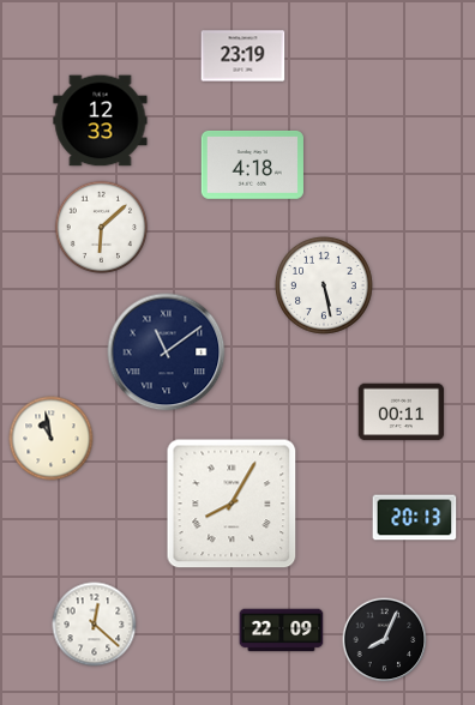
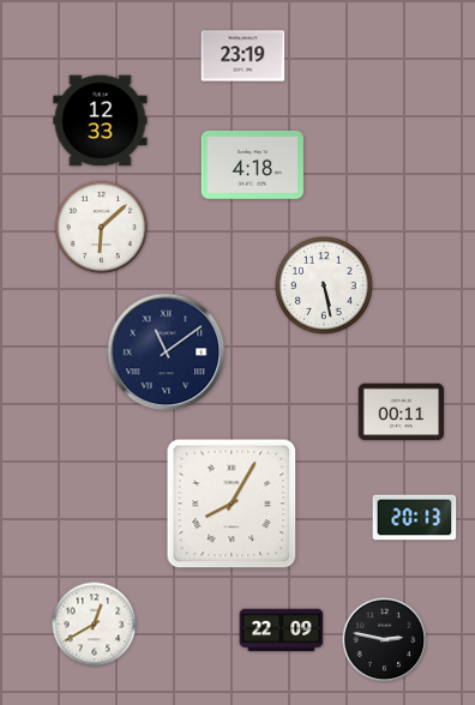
clock at (52, 439): 10:58 -> none
clock at (95, 625): 12:22 -> 12:40
clock at (385, 640): 8:04 -> 2:47
